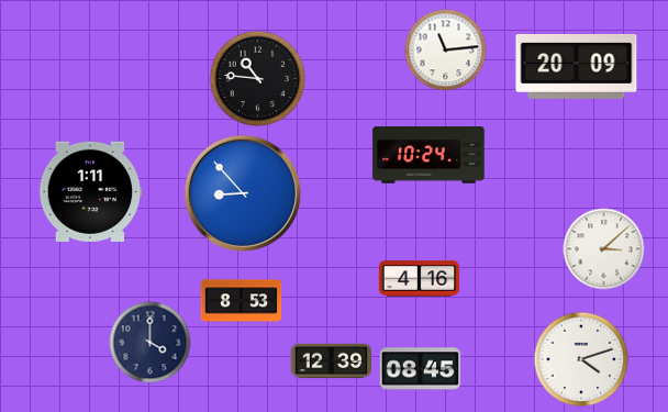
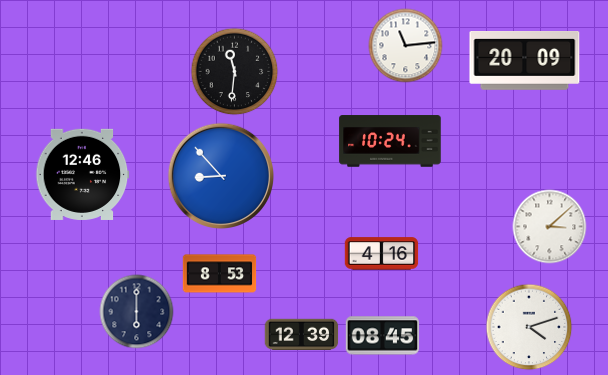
clock at (258, 79): 10:46 -> 11:31
clock at (91, 191): 1:11 -> 12:46
clock at (151, 343): 4:00 -> 6:00
clock at (332, 361) position: (332, 361) -> (302, 335)
